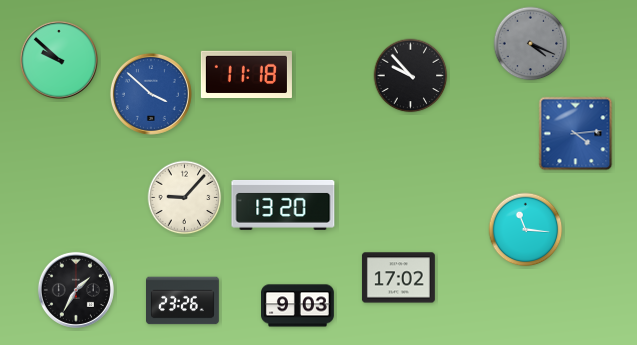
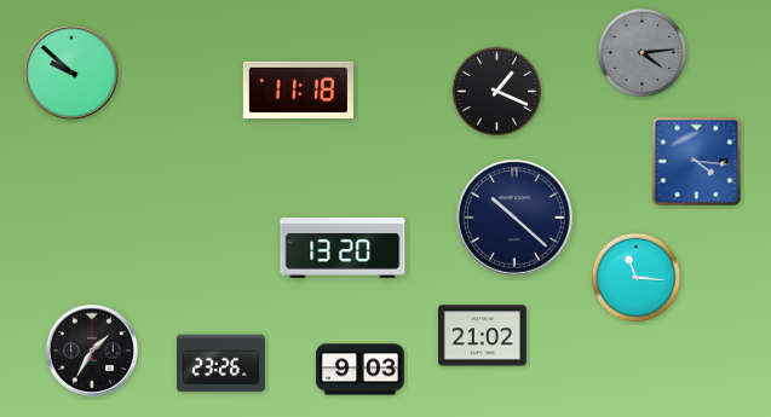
clock at (531, 44): 4:19 -> 4:14
clock at (411, 76): 9:53 -> 1:19
clock at (151, 94): 3:52 -> none
clock at (576, 134): 4:14 -> 4:16
clock at (514, 218): none -> 10:22
clock at (185, 198): 9:07 -> none
clock at (398, 278): 17:02 -> 21:02
